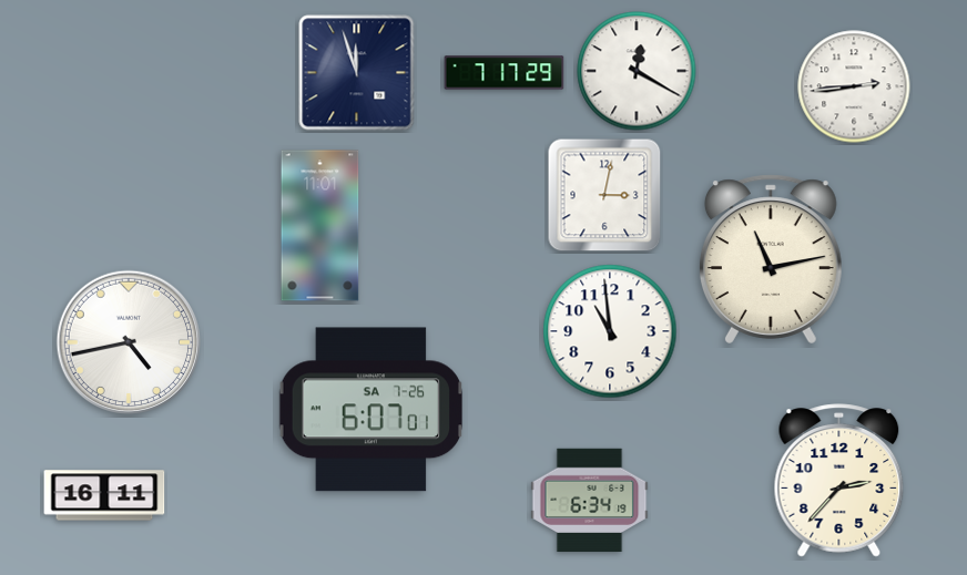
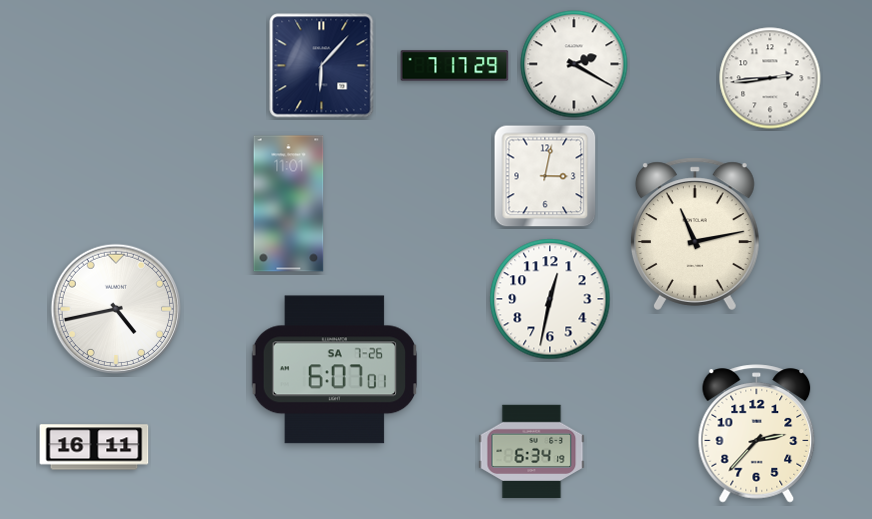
clock at (637, 71): 12:20 -> 2:20
clock at (357, 73): 11:57 -> 6:07
clock at (610, 331): 10:59 -> 12:32
